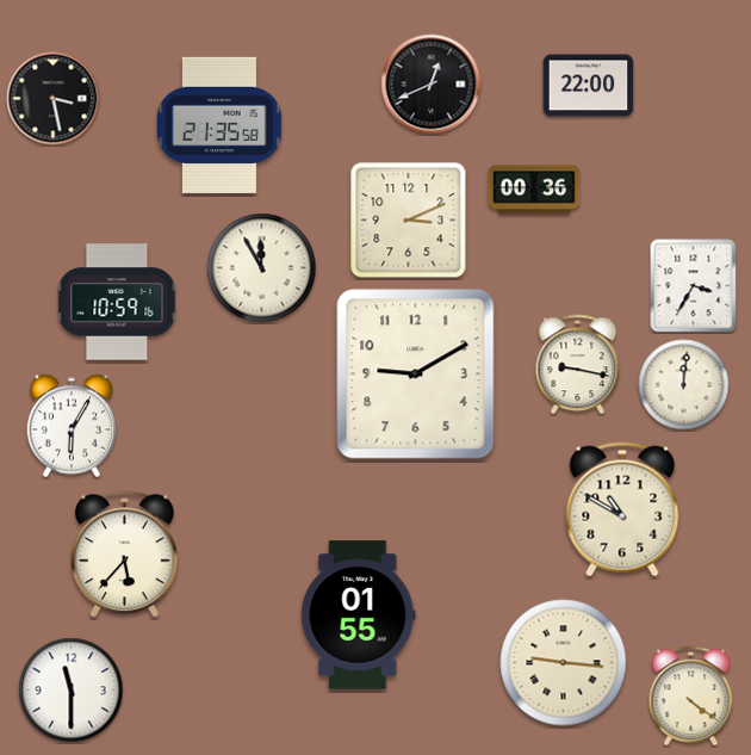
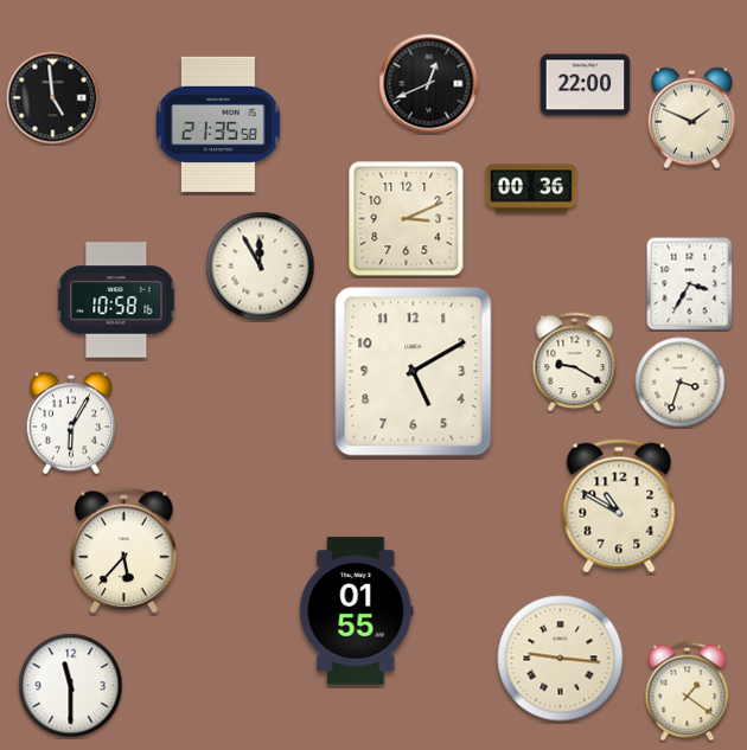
clock at (54, 99): 3:28 -> 4:59
clock at (691, 118): none -> 1:49
clock at (117, 302): 10:59 -> 10:58
clock at (578, 365): 9:17 -> 9:20
clock at (416, 375): 9:10 -> 5:10
clock at (684, 385): 12:01 -> 3:33
clock at (691, 697): 4:21 -> 1:21
